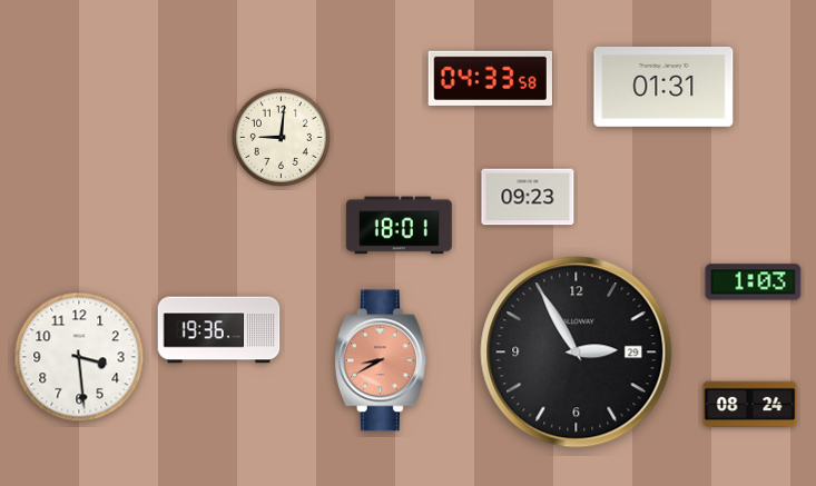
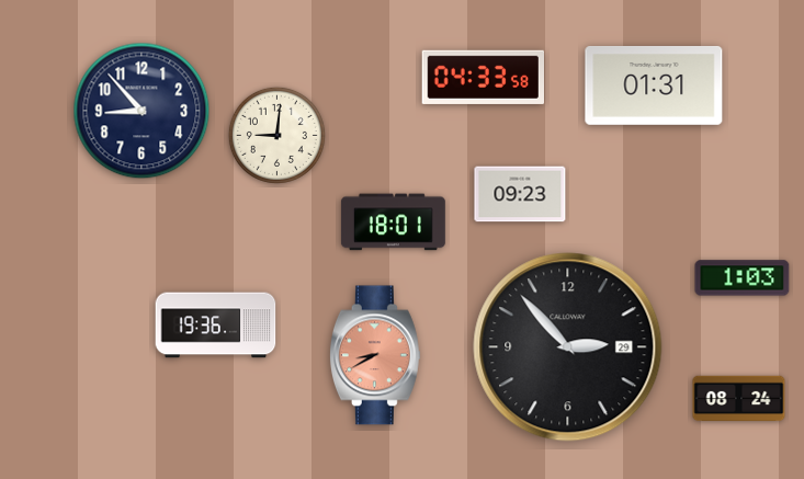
clock at (141, 111): none -> 8:53
clock at (577, 353): 2:55 -> 2:53
clock at (79, 357): 3:29 -> none
